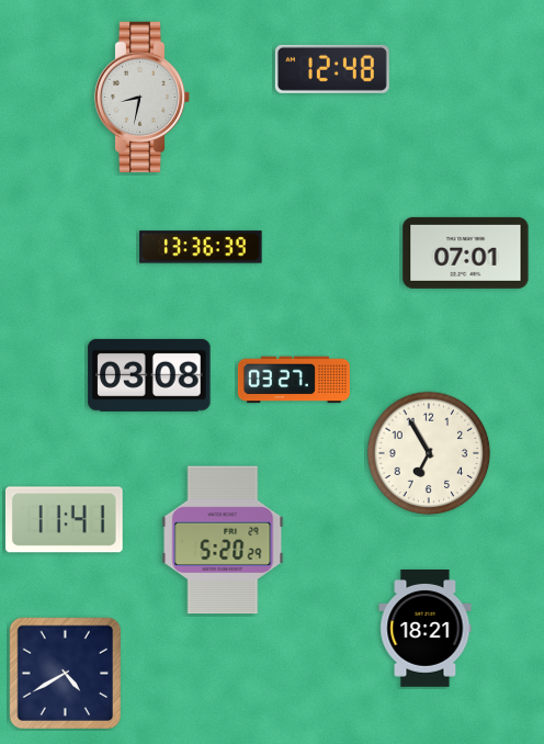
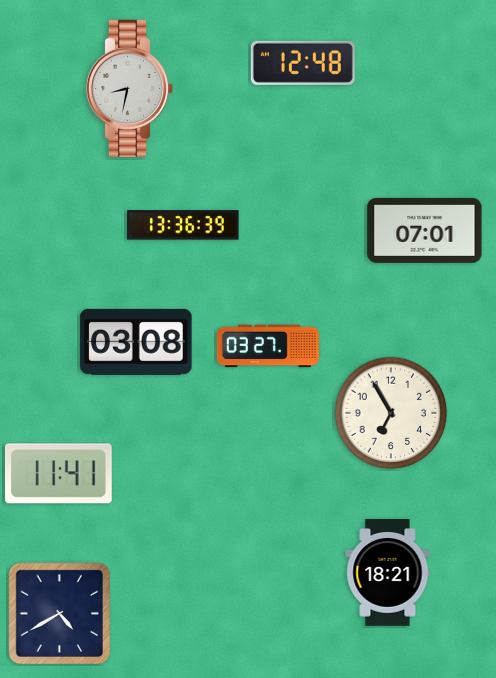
clock at (223, 540): 5:20 -> none
